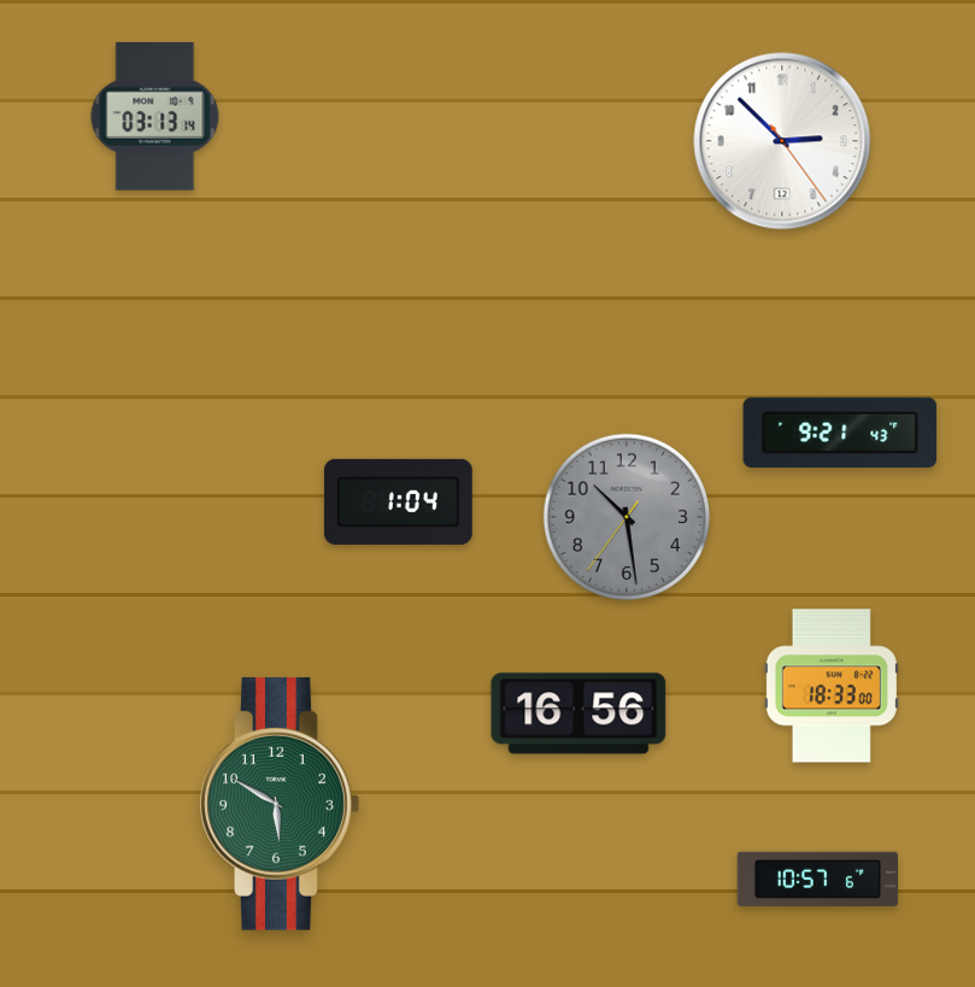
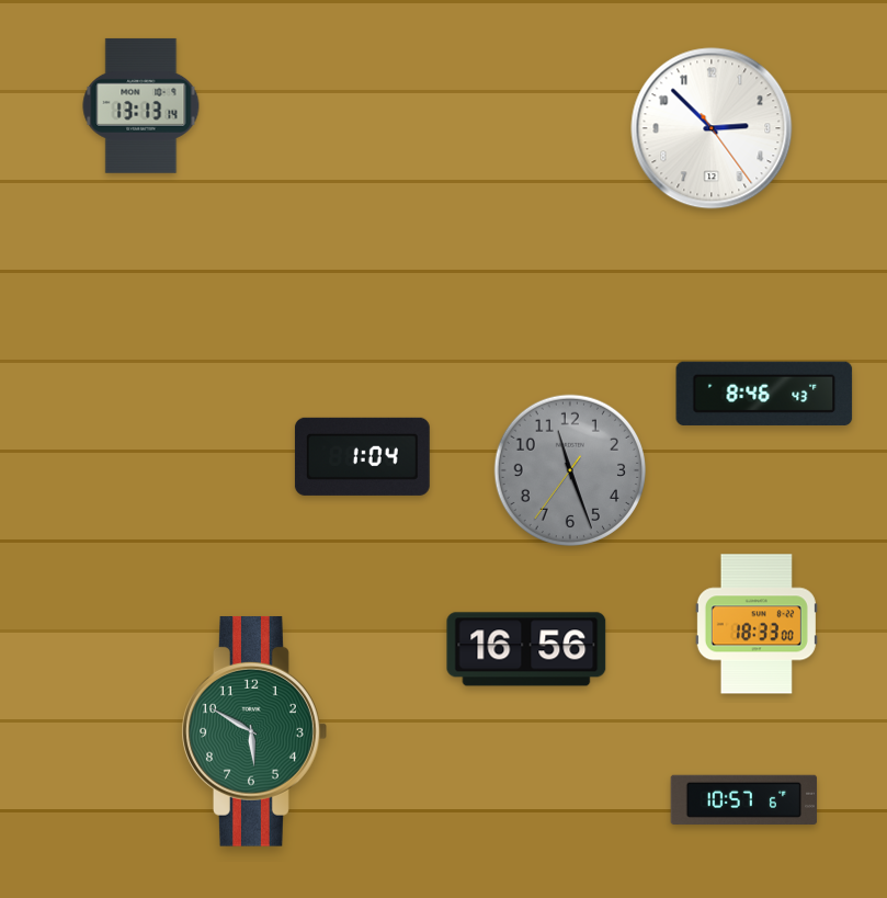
clock at (155, 116): 03:13 -> 13:13
clock at (840, 433): 9:21 -> 8:46
clock at (625, 516): 10:28 -> 11:26
